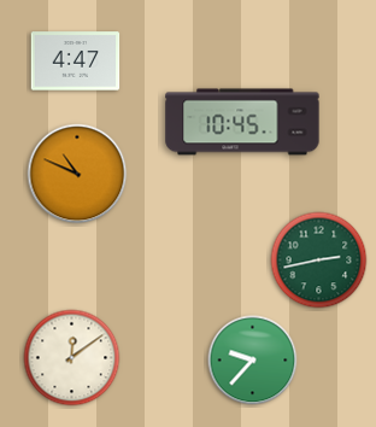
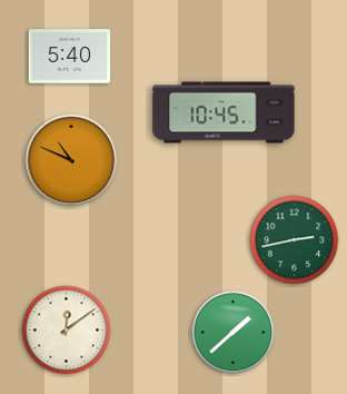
clock at (76, 62): 4:47 -> 5:40
clock at (253, 361): 9:37 -> 1:38
